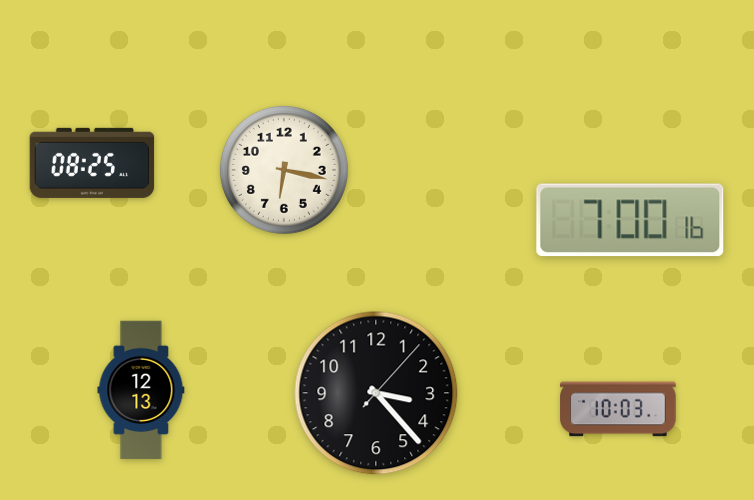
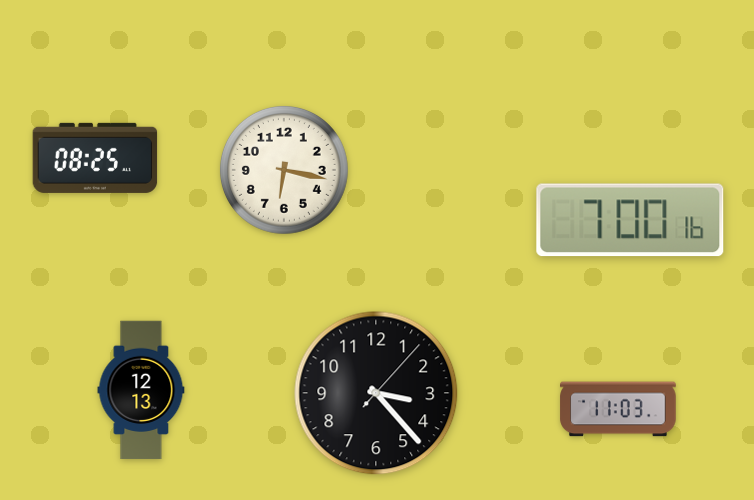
clock at (92, 163) position: (92, 163) -> (95, 158)
clock at (618, 409): 10:03 -> 11:03
